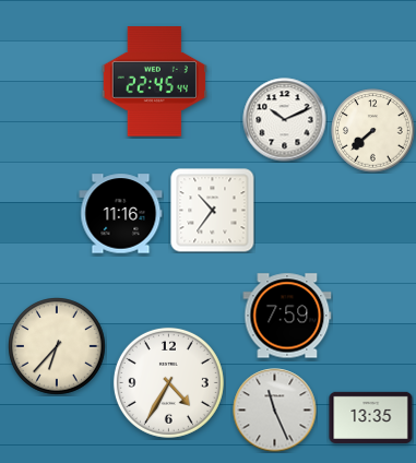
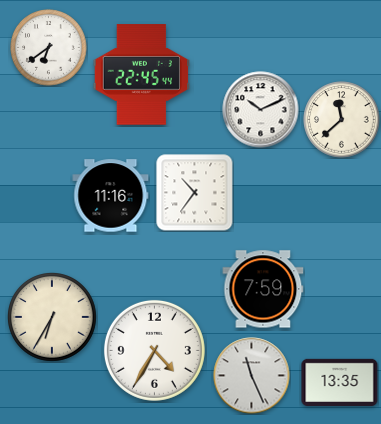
clock at (49, 48): none -> 6:39
clock at (373, 131): 7:38 -> 11:38
clock at (58, 347): 6:37 -> 6:35
